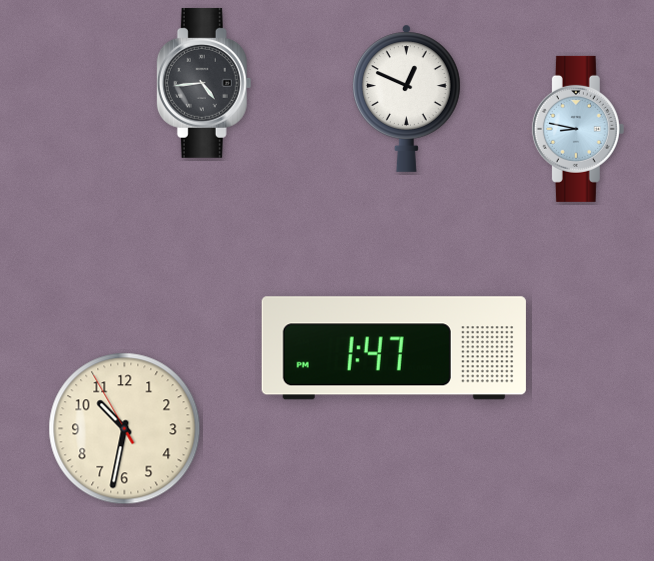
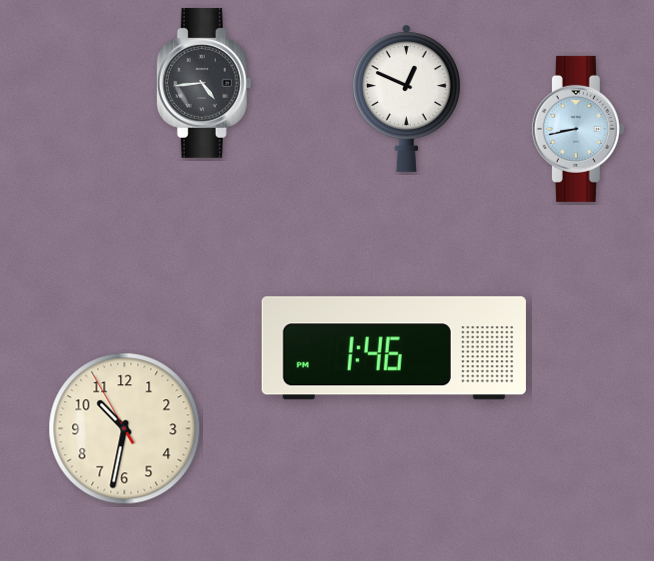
clock at (578, 129): 8:47 -> 8:43
clock at (394, 348): 1:47 -> 1:46
